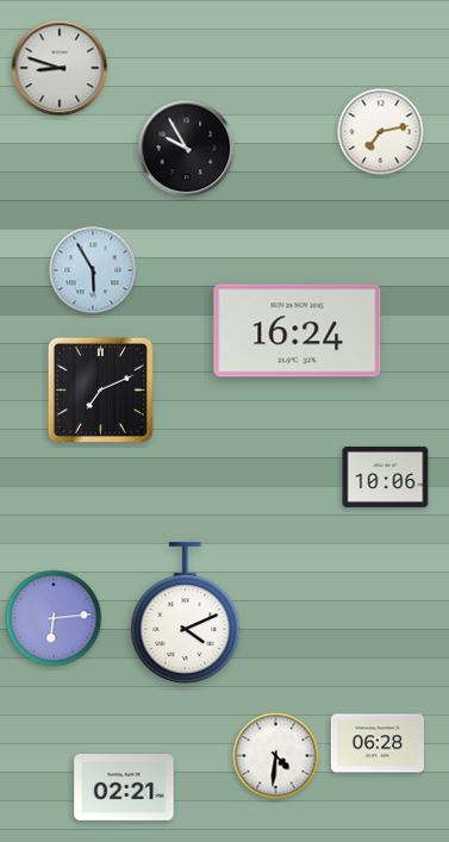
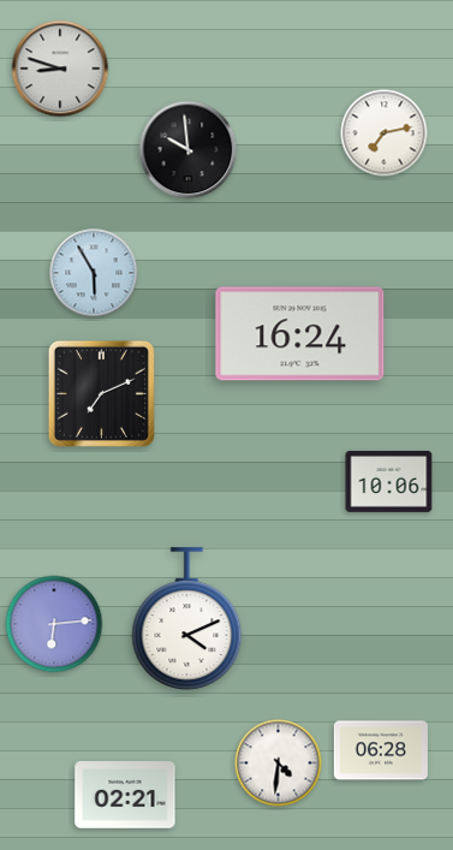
clock at (187, 149): 9:55 -> 9:59
